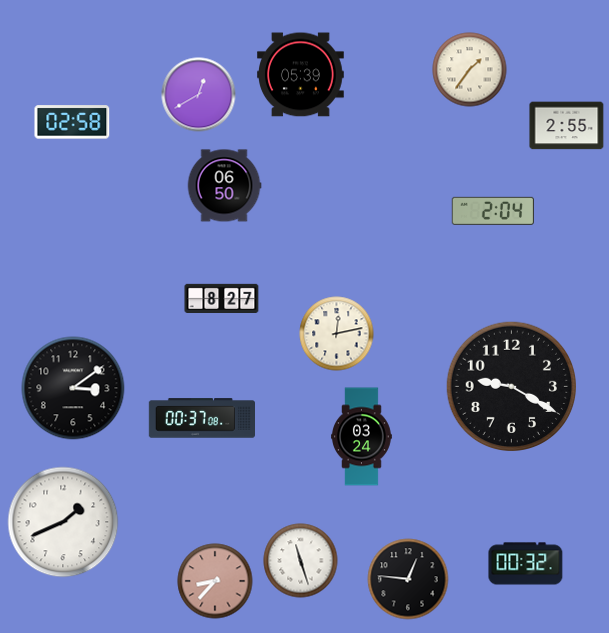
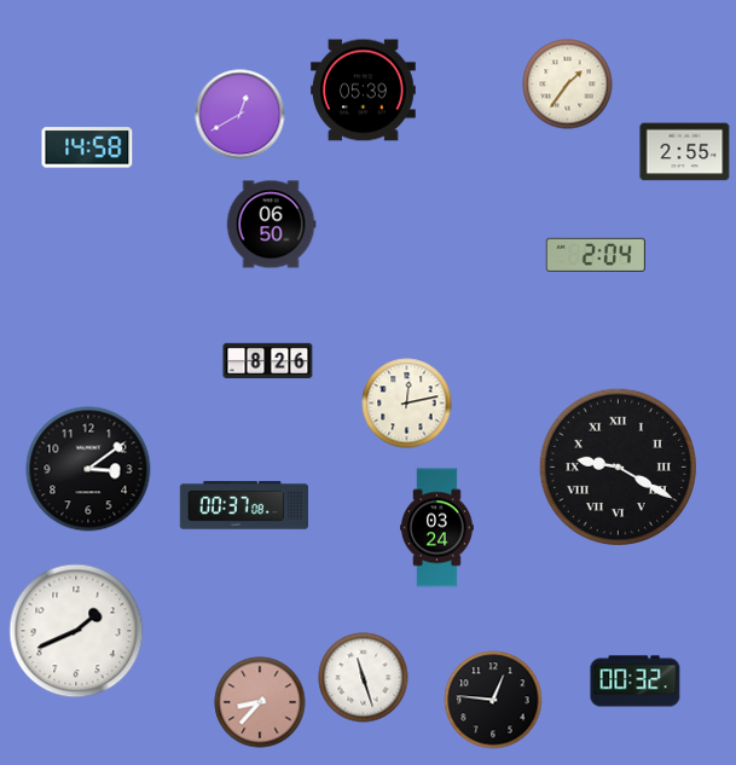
clock at (72, 122): 02:58 -> 14:58
clock at (222, 298): 8:27 -> 8:26
clock at (512, 387) numerals: Arabic -> Roman
